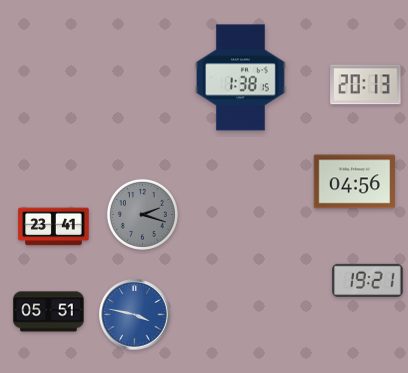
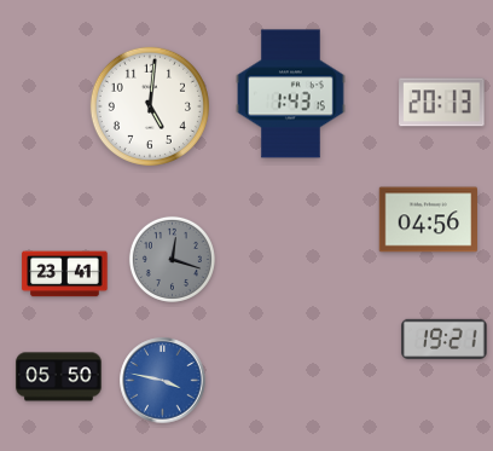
clock at (241, 78): 1:38 -> 1:43
clock at (150, 106): none -> 5:01
clock at (142, 214): 2:18 -> 12:18
clock at (49, 312): 05:51 -> 05:50
